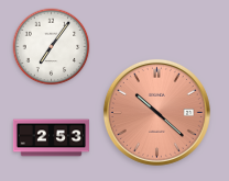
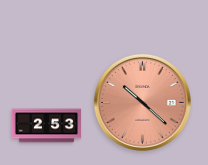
clock at (52, 47): 7:06 -> none
